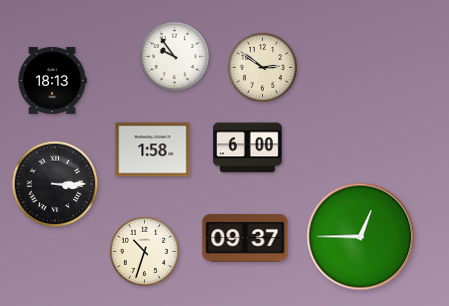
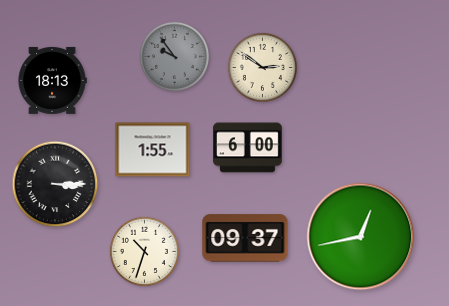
clock at (174, 56) dial: white -> grey
clock at (153, 150): 1:58 -> 1:55
clock at (361, 237): 12:45 -> 12:43
